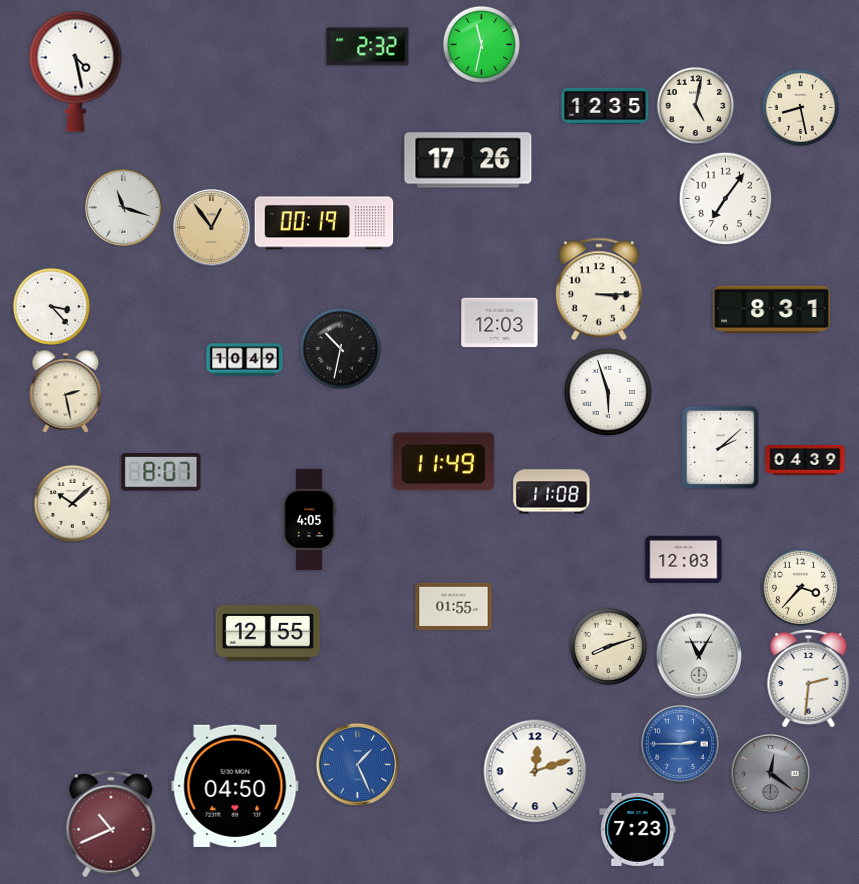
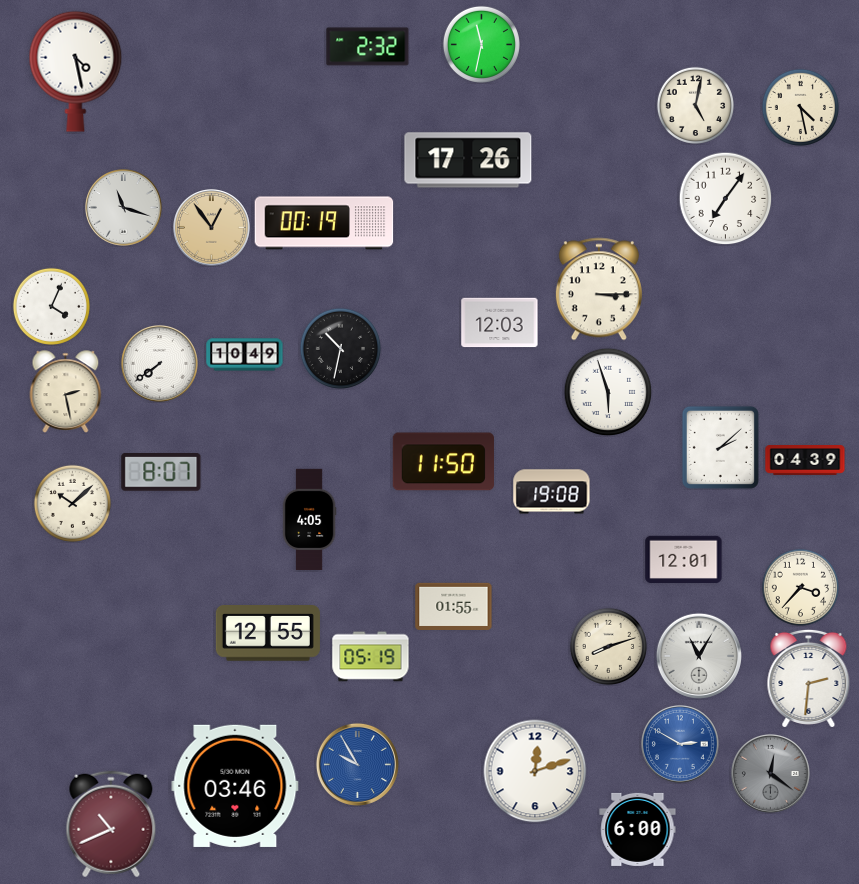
clock at (605, 106): 12:35 -> none
clock at (800, 107): 8:28 -> 4:28
clock at (51, 306): 3:23 -> 4:04
clock at (772, 310): 8:31 -> none
clock at (245, 360) position: (245, 360) -> (245, 355)
clock at (160, 364): none -> 7:39
clock at (443, 462): 11:49 -> 11:50
clock at (552, 492): 11:08 -> 19:08
clock at (684, 559): 12:03 -> 12:01
clock at (371, 657): none -> 05:19
clock at (680, 744): 2:45 -> 2:50
clock at (357, 764): 1:26 -> 9:55
clock at (235, 786): 04:50 -> 03:46
clock at (638, 829): 7:23 -> 6:00
